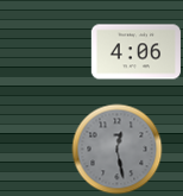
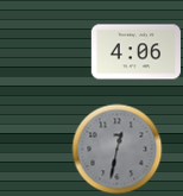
clock at (118, 150): 12:28 -> 12:32
